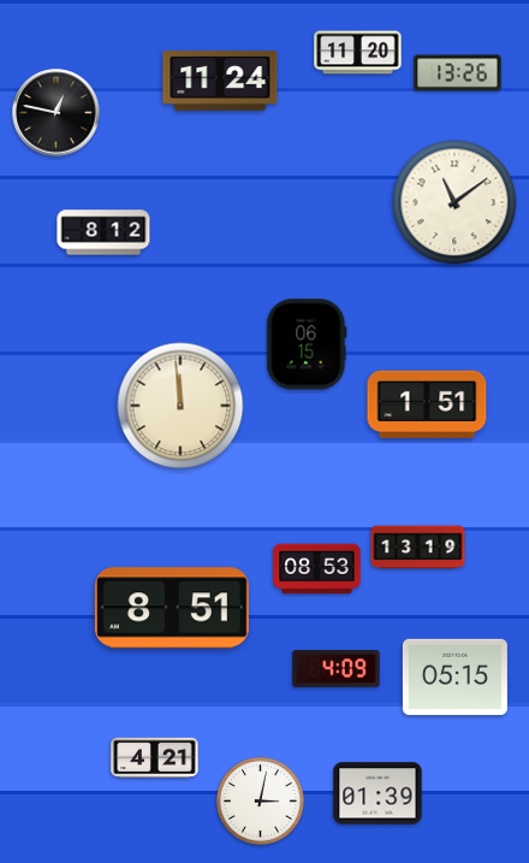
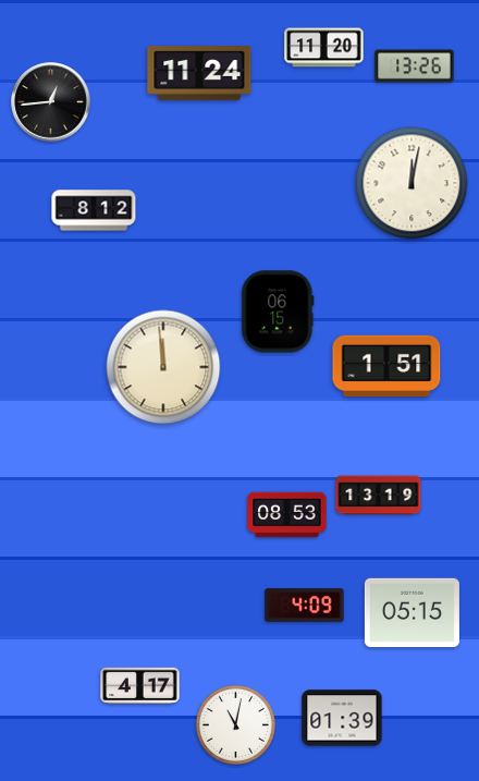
clock at (57, 113): 12:47 -> 12:44
clock at (454, 202): 11:09 -> 12:02
clock at (172, 608): 8:51 -> none
clock at (155, 757): 4:21 -> 4:17
clock at (260, 800): 3:02 -> 11:02
